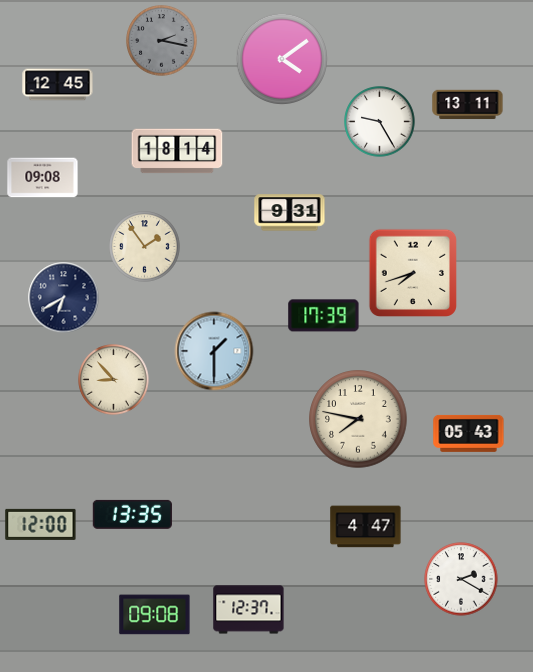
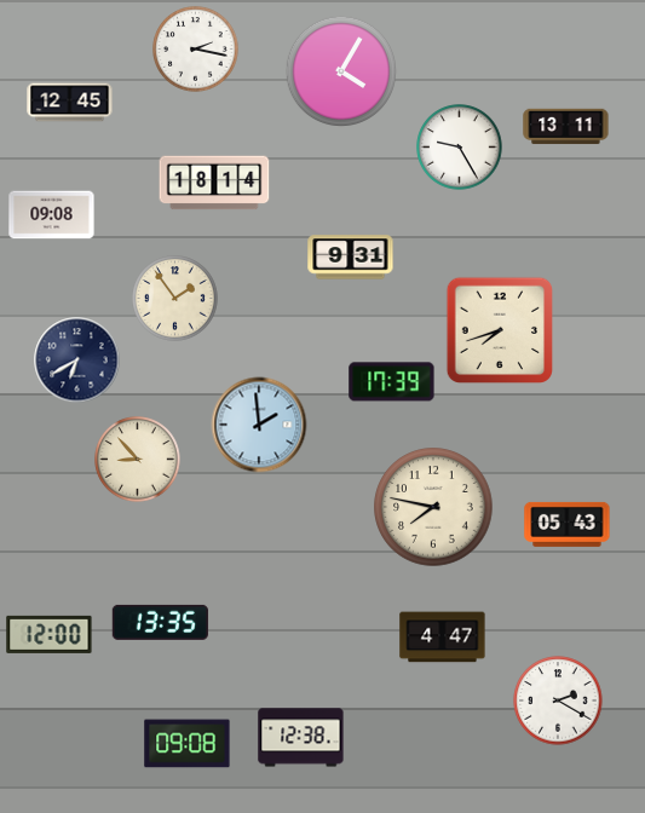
clock at (162, 41) dial: grey -> white
clock at (282, 59): 4:09 -> 4:05
clock at (214, 351): 1:30 -> 1:59
clock at (249, 610): 12:37 -> 12:38
